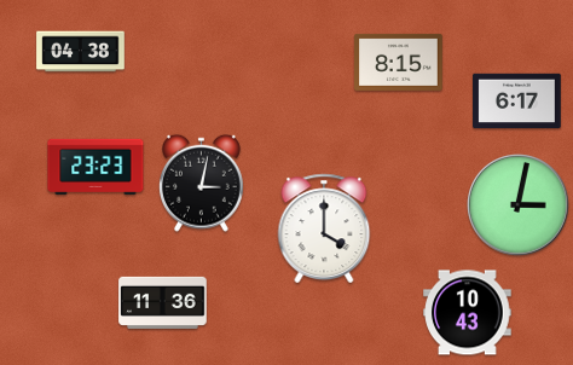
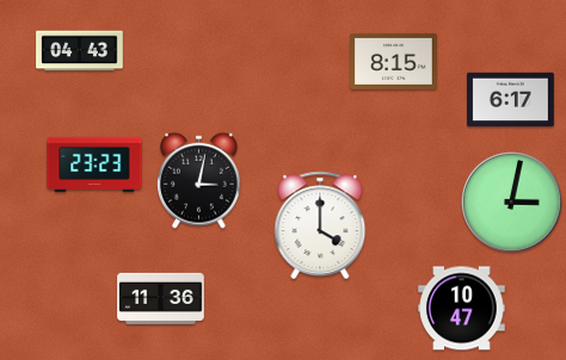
clock at (81, 52): 04:38 -> 04:43
clock at (468, 313): 10:43 -> 10:47
